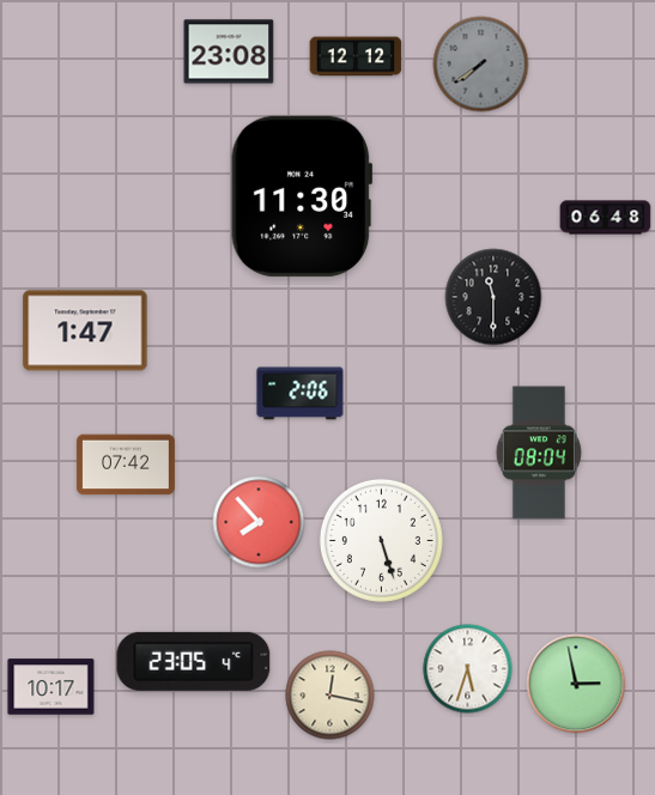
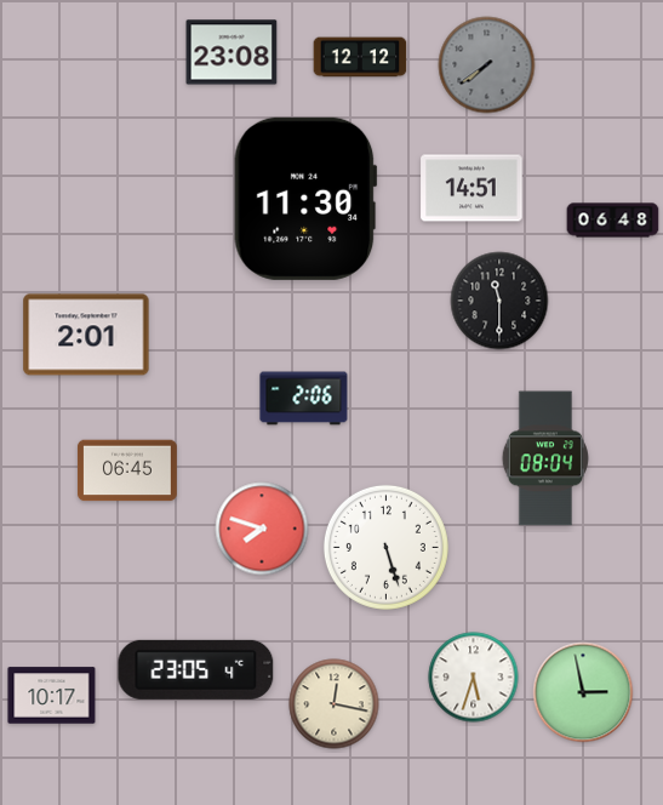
clock at (471, 188): none -> 14:51
clock at (85, 330): 1:47 -> 2:01
clock at (126, 465): 07:42 -> 06:45
clock at (259, 522): 7:53 -> 7:48
